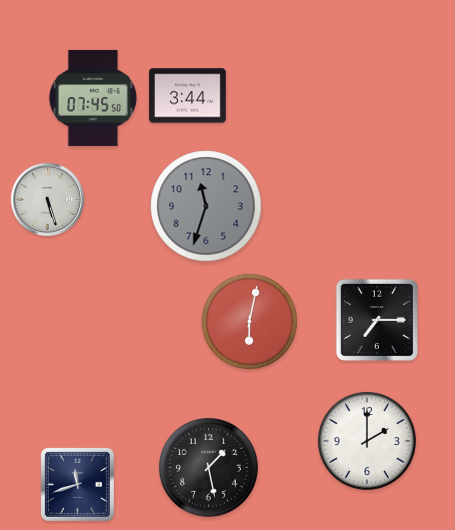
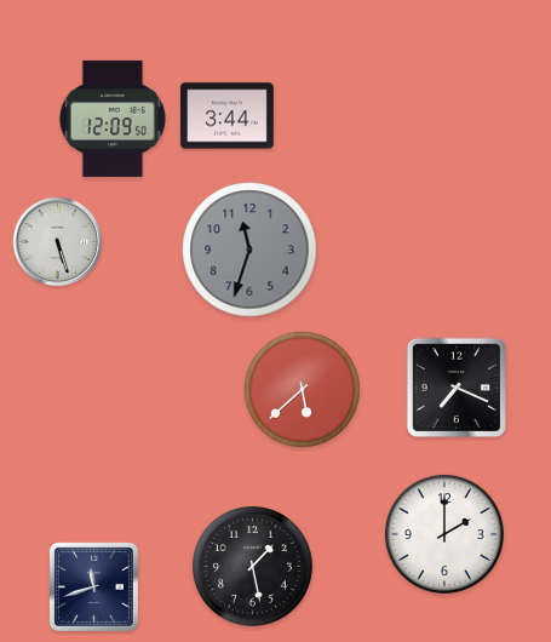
clock at (93, 98): 07:45 -> 12:09
clock at (377, 320): 7:15 -> 7:19
clock at (249, 321): 6:02 -> 5:38
